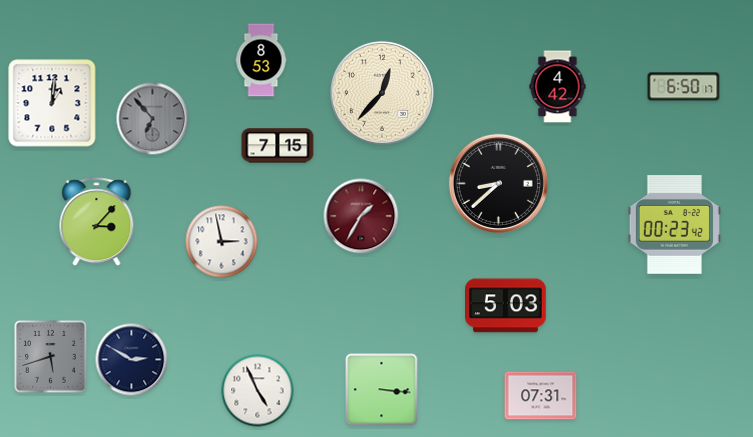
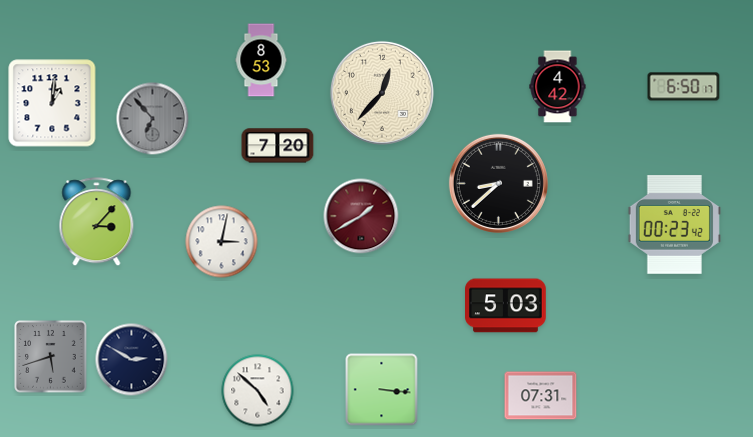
clock at (278, 146): 7:15 -> 7:20
clock at (361, 216): 1:35 -> 1:40
clock at (222, 242): 2:58 -> 3:02
clock at (258, 391): 4:56 -> 4:52
